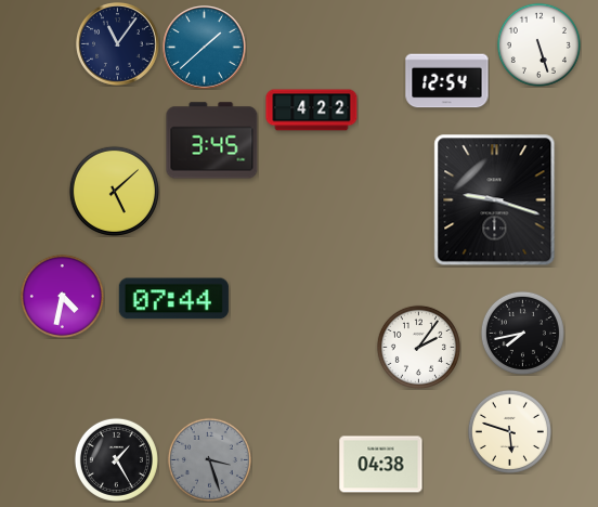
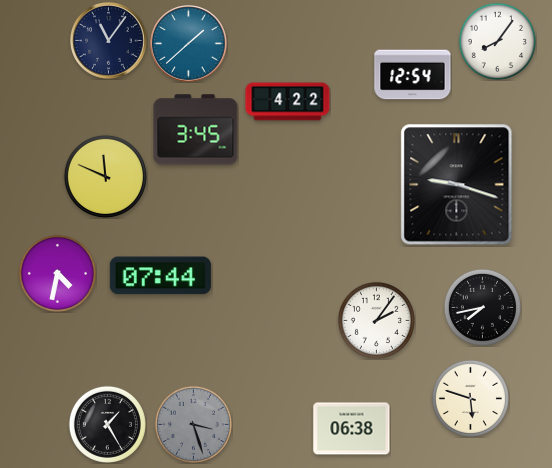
clock at (538, 44): 5:27 -> 8:06
clock at (114, 191): 5:08 -> 11:49
clock at (418, 347) position: (418, 347) -> (376, 320)
clock at (381, 465): 04:38 -> 06:38
